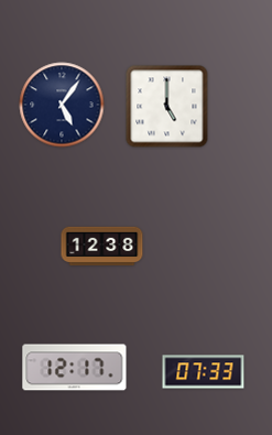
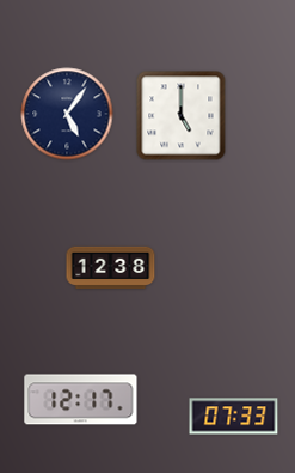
clock at (204, 372) position: (204, 372) -> (234, 417)
